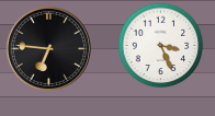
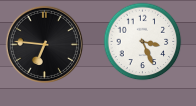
clock at (160, 45) position: (160, 45) -> (142, 41)
